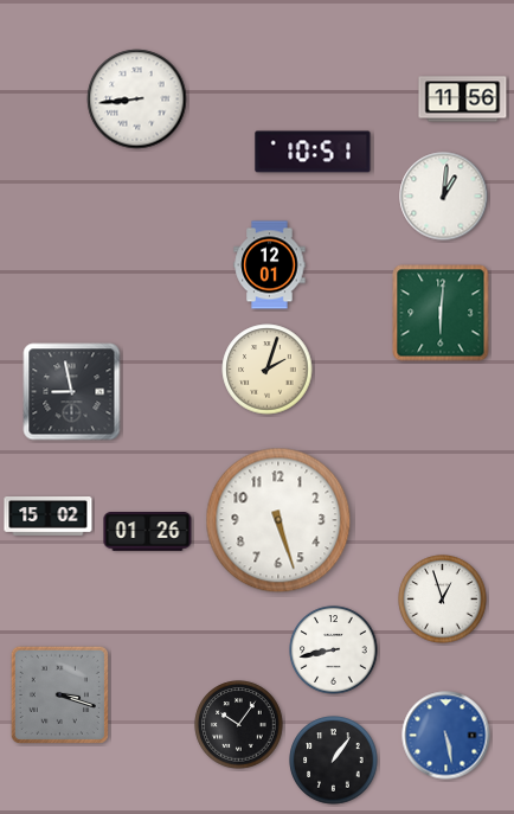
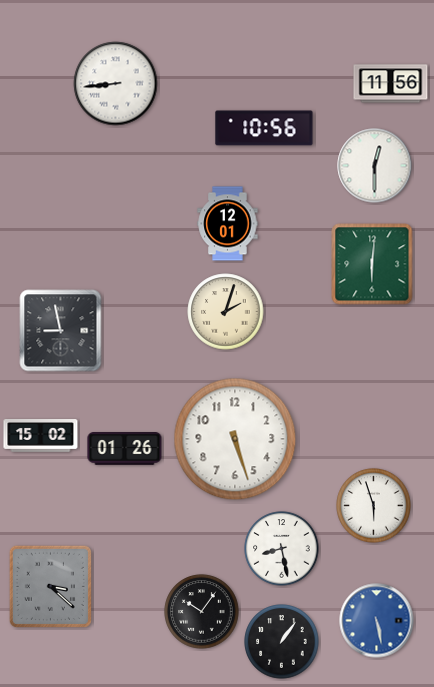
clock at (313, 152): 10:51 -> 10:56
clock at (444, 197): 1:01 -> 12:30
clock at (443, 600): 12:57 -> 5:57
clock at (334, 650): 8:43 -> 8:28
clock at (59, 694): 3:18 -> 3:22
